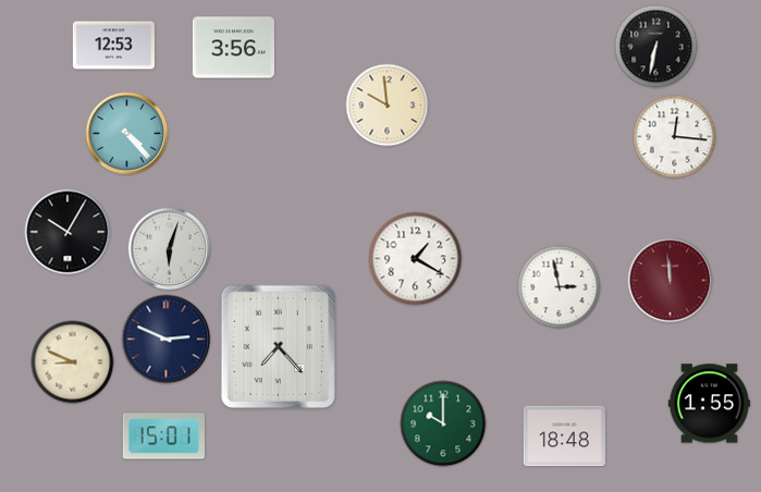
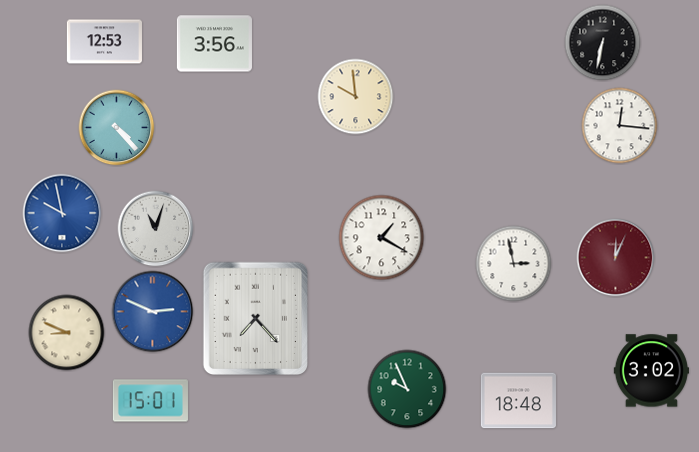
clock at (127, 134) position: (127, 134) -> (117, 128)
clock at (67, 232): 10:05 -> 9:58
clock at (67, 232) dial: black -> blue
clock at (170, 249): 6:03 -> 11:03
clock at (671, 281): 11:59 -> 12:04
clock at (167, 340) dial: navy -> blue
clock at (709, 404): 1:55 -> 3:02
clock at (443, 423): 10:00 -> 9:56
